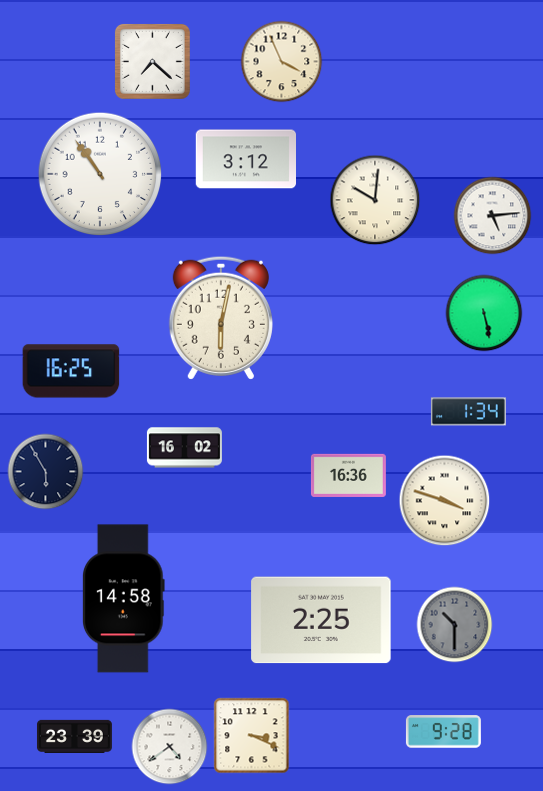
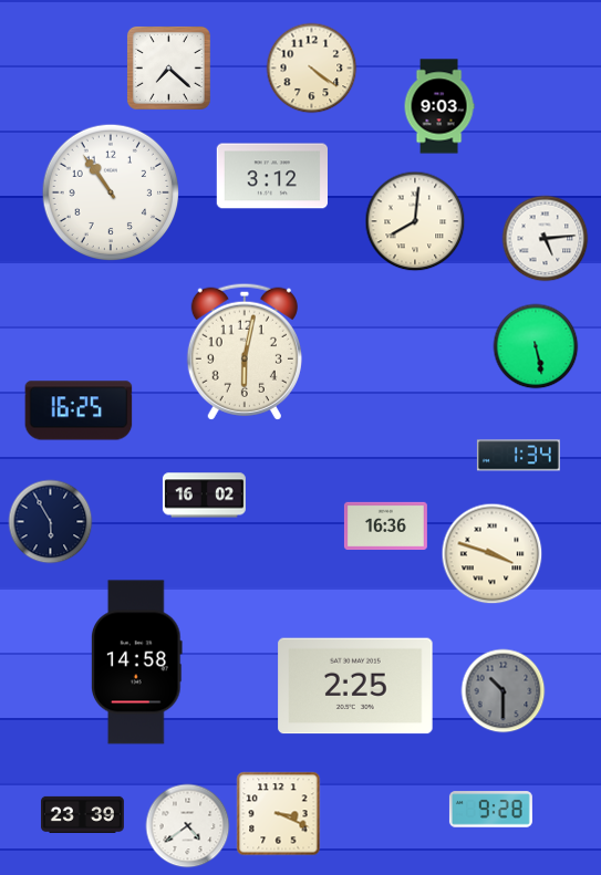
clock at (282, 62): 3:56 -> 4:21
clock at (439, 106): none -> 9:03
clock at (375, 200): 10:01 -> 8:01
